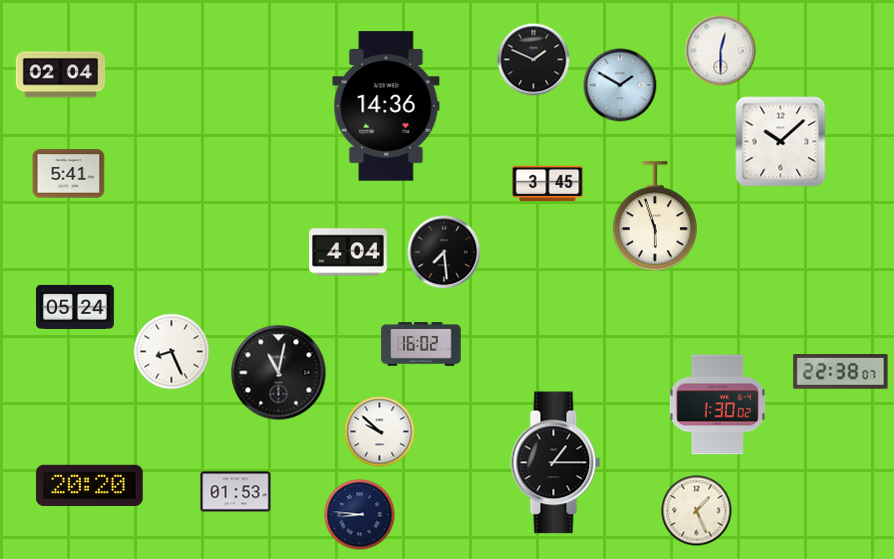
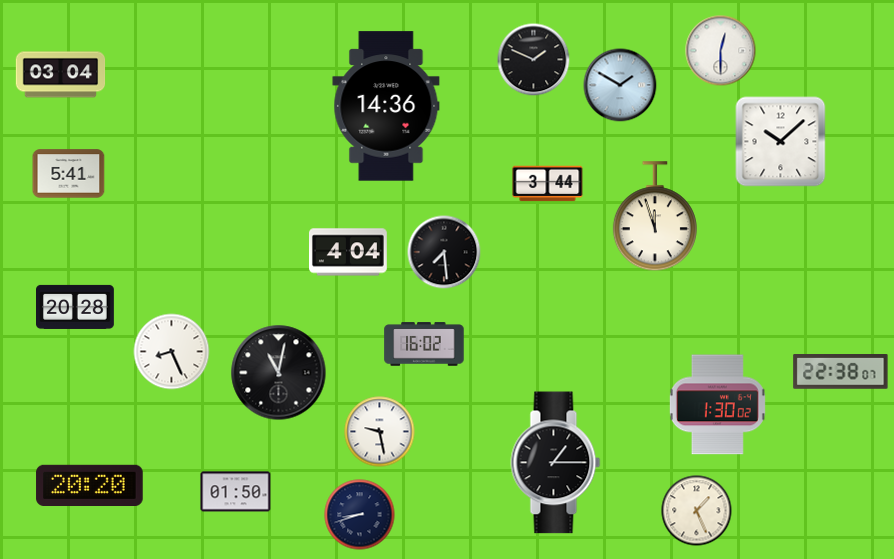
clock at (61, 75): 02:04 -> 03:04
clock at (548, 184): 3:45 -> 3:44
clock at (655, 217): 5:57 -> 11:57
clock at (76, 307): 05:24 -> 20:28
clock at (421, 344) position: (421, 344) -> (424, 344)
clock at (380, 432): 9:52 -> 9:28
clock at (236, 492): 01:53 -> 01:50
clock at (360, 515): 8:46 -> 8:42
